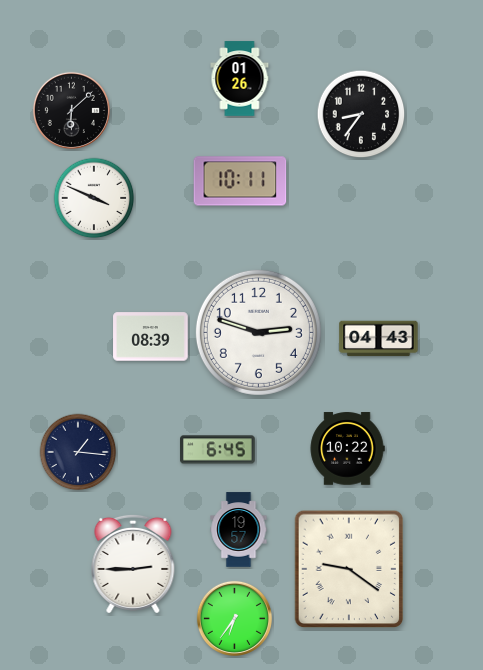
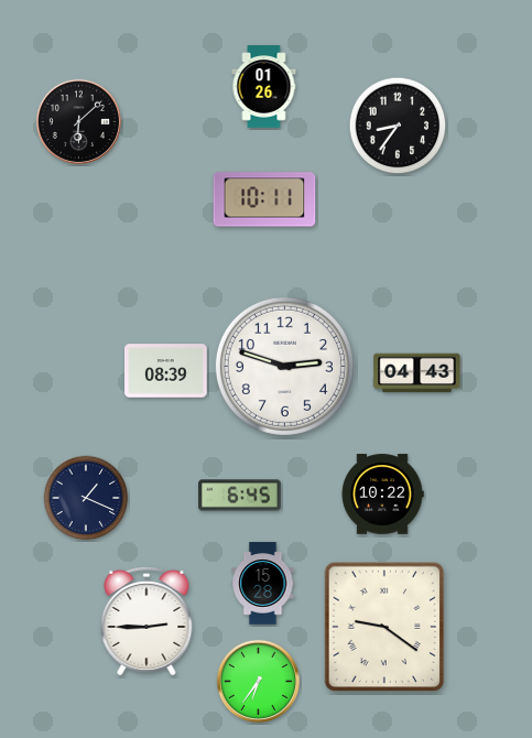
clock at (94, 198): 3:49 -> none
clock at (78, 452): 1:16 -> 1:19
clock at (239, 530): 19:57 -> 15:28
